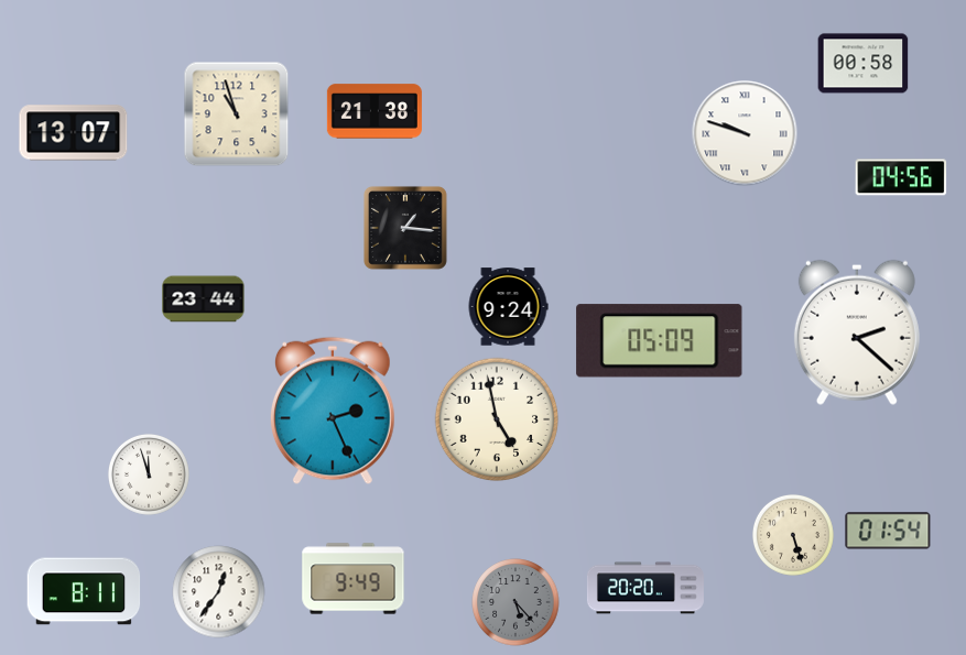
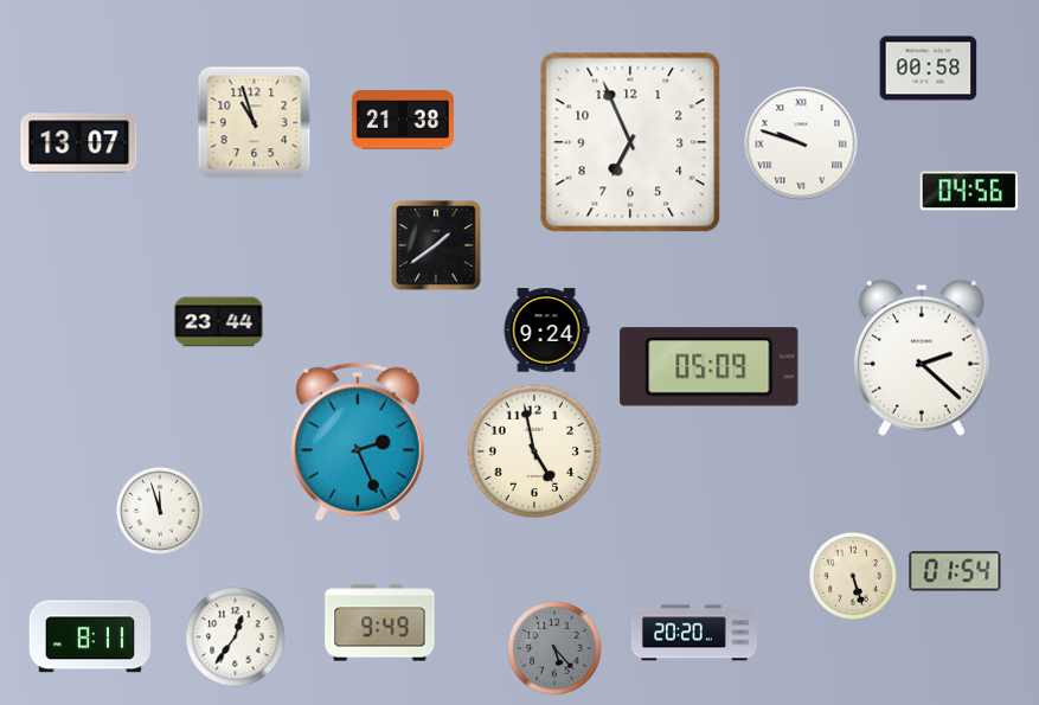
clock at (630, 142): none -> 6:56
clock at (405, 228): 1:16 -> 1:39
